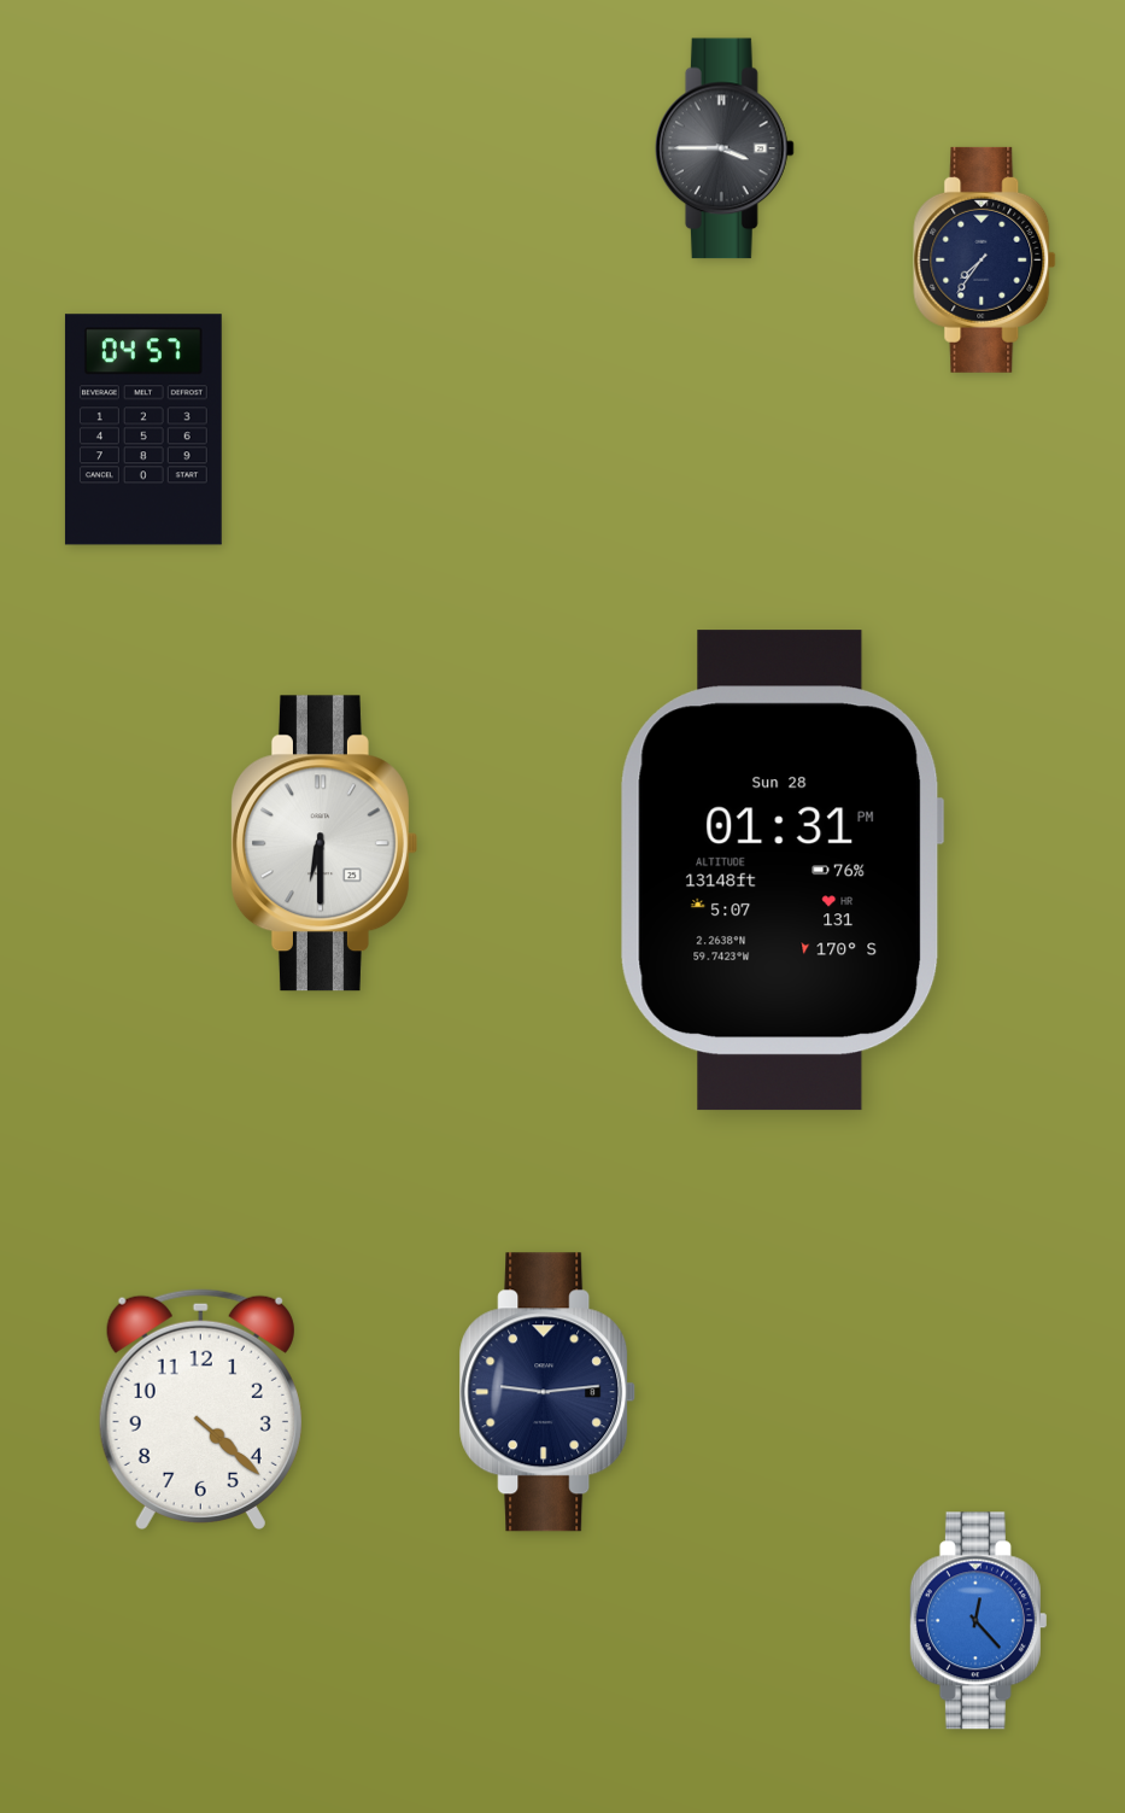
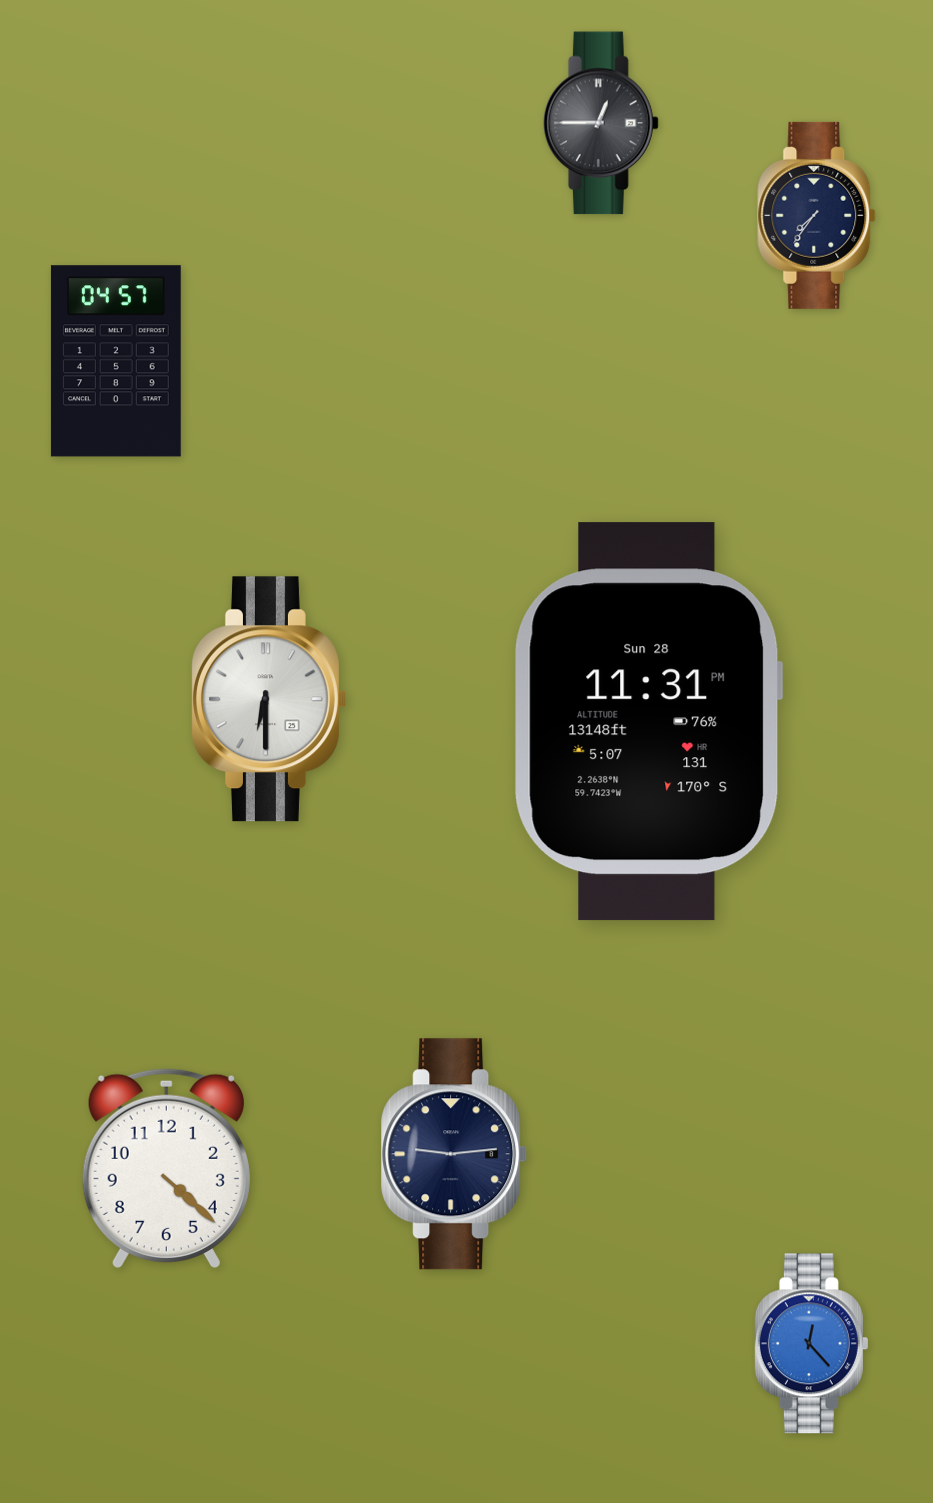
clock at (725, 148): 3:45 -> 12:45
clock at (143, 429) position: (143, 429) -> (116, 361)
clock at (781, 871): 01:31 -> 11:31
